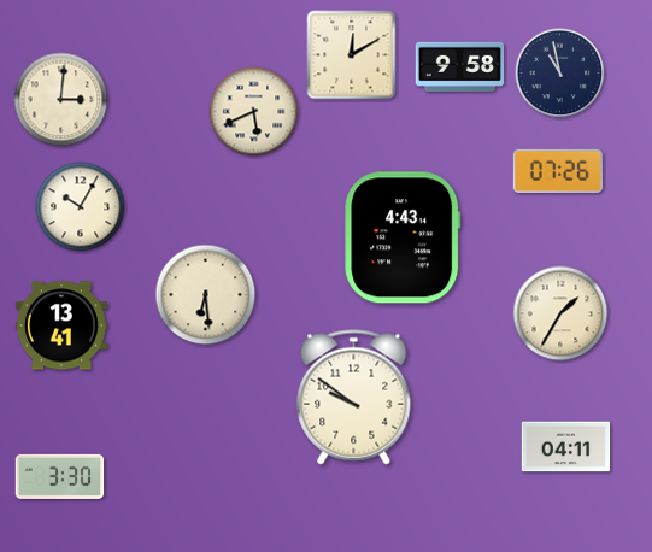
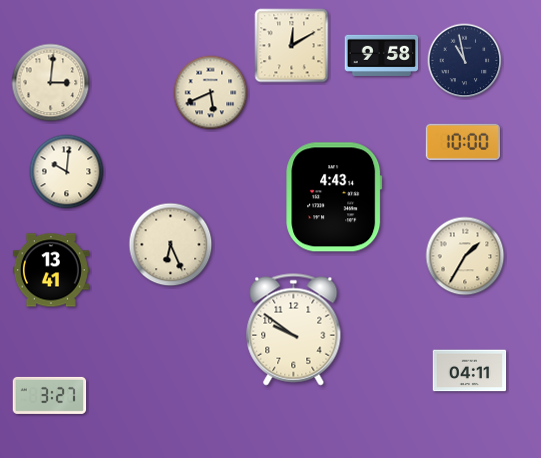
clock at (558, 171): 07:26 -> 10:00
clock at (81, 207): 10:05 -> 10:01
clock at (206, 295): 6:29 -> 6:26
clock at (560, 313) position: (560, 313) -> (465, 256)
clock at (60, 476): 3:30 -> 3:27
